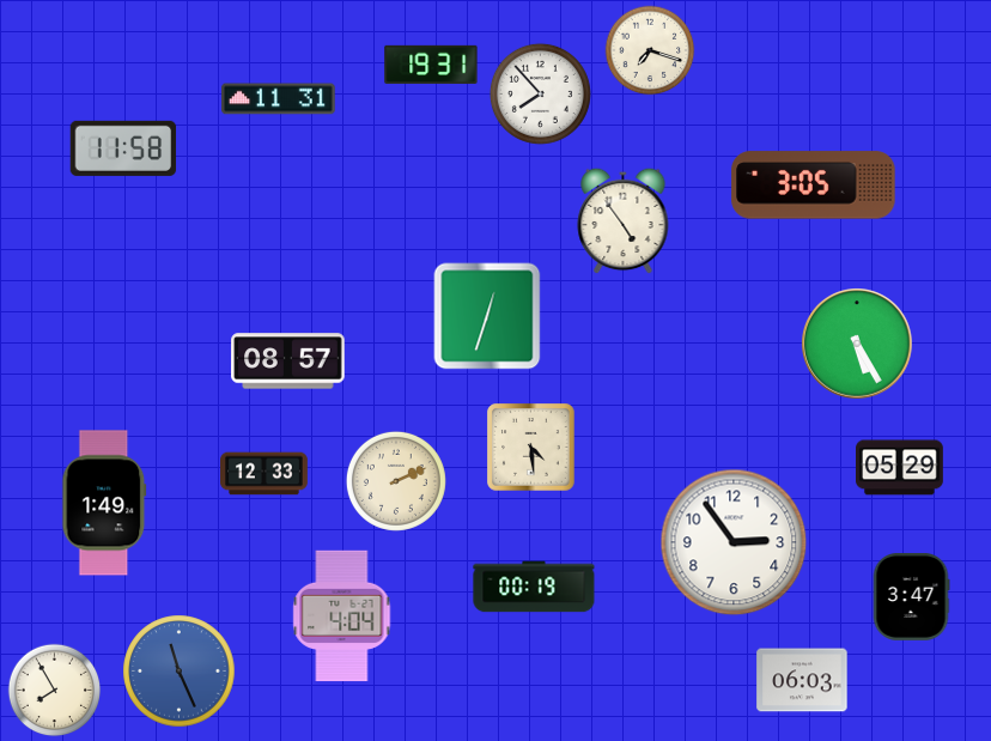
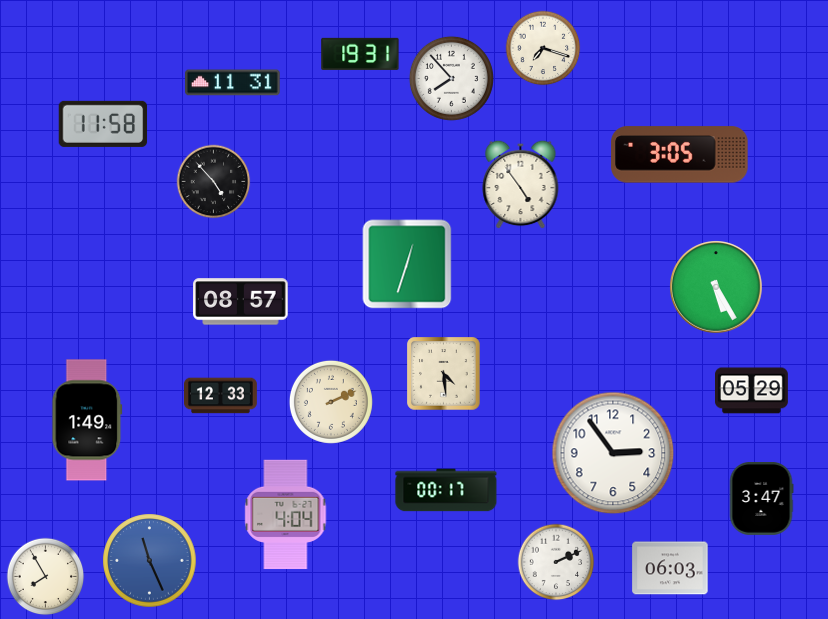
clock at (650, 50) position: (650, 50) -> (543, 48)
clock at (214, 182): none -> 4:53
clock at (534, 587): 00:19 -> 00:17
clock at (556, 562): none -> 2:11
